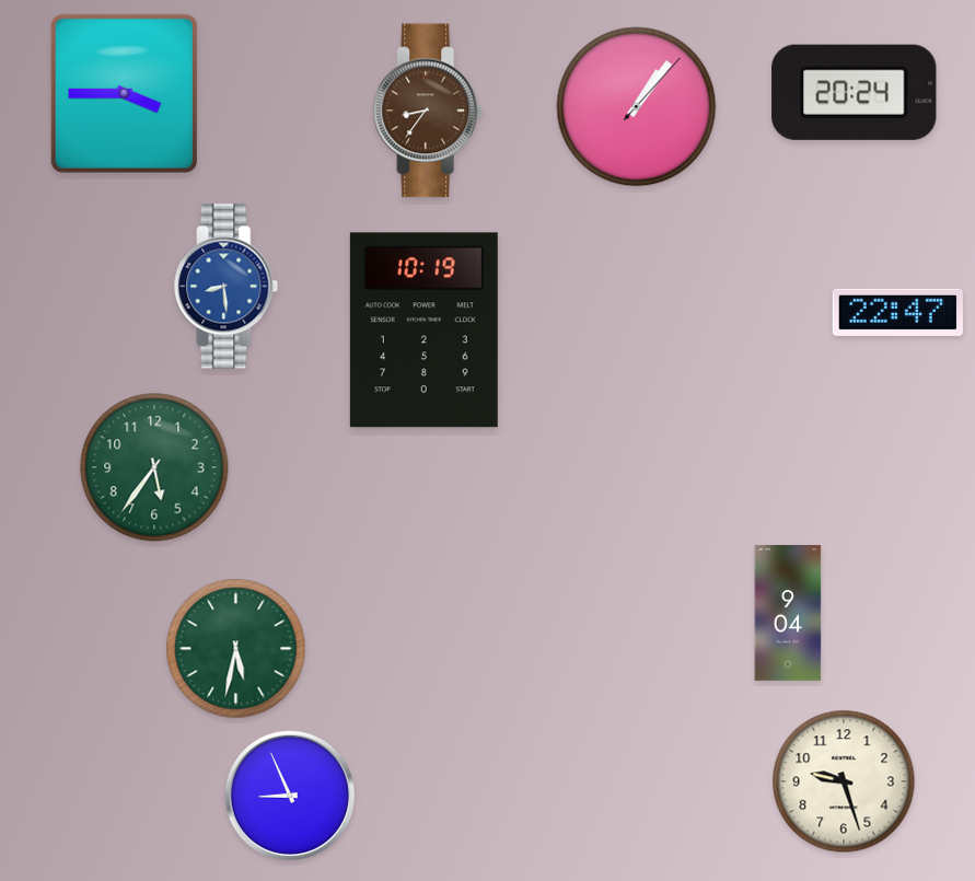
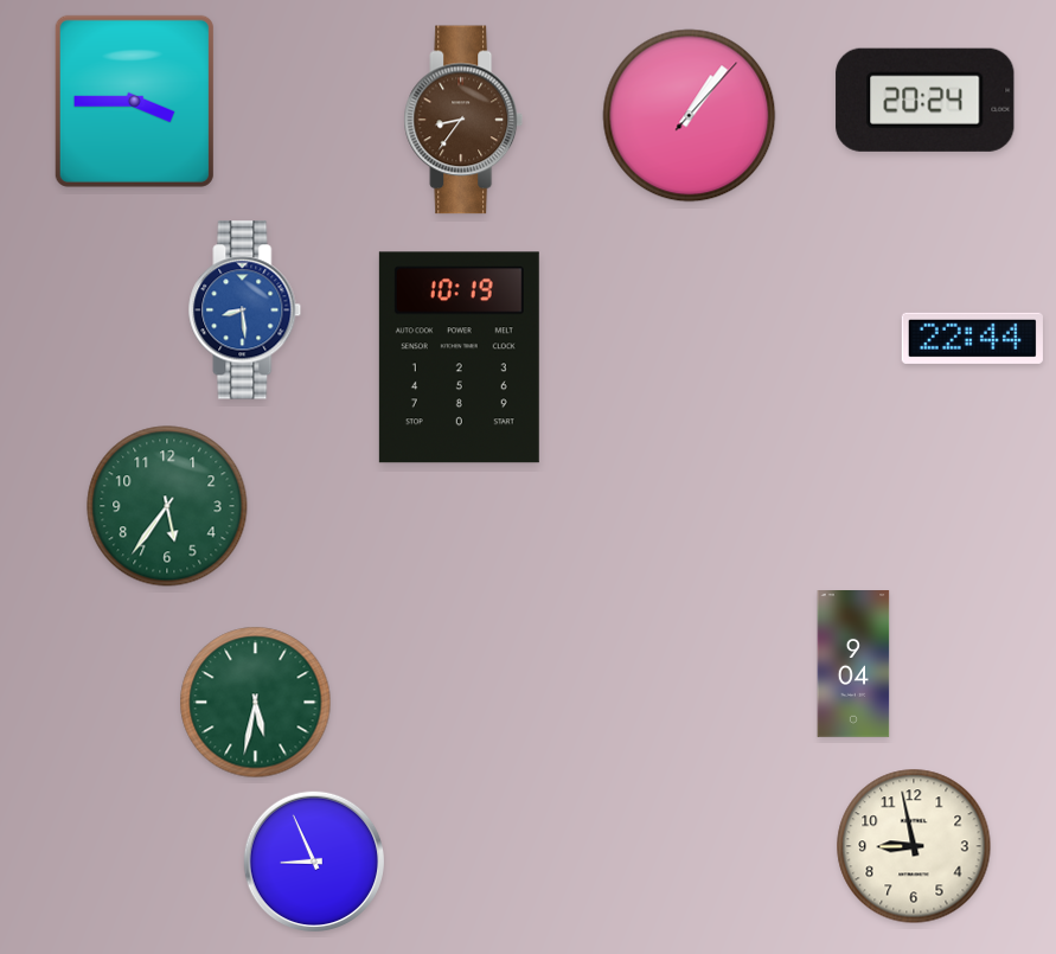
clock at (897, 312): 22:47 -> 22:44
clock at (844, 781): 9:27 -> 8:58
